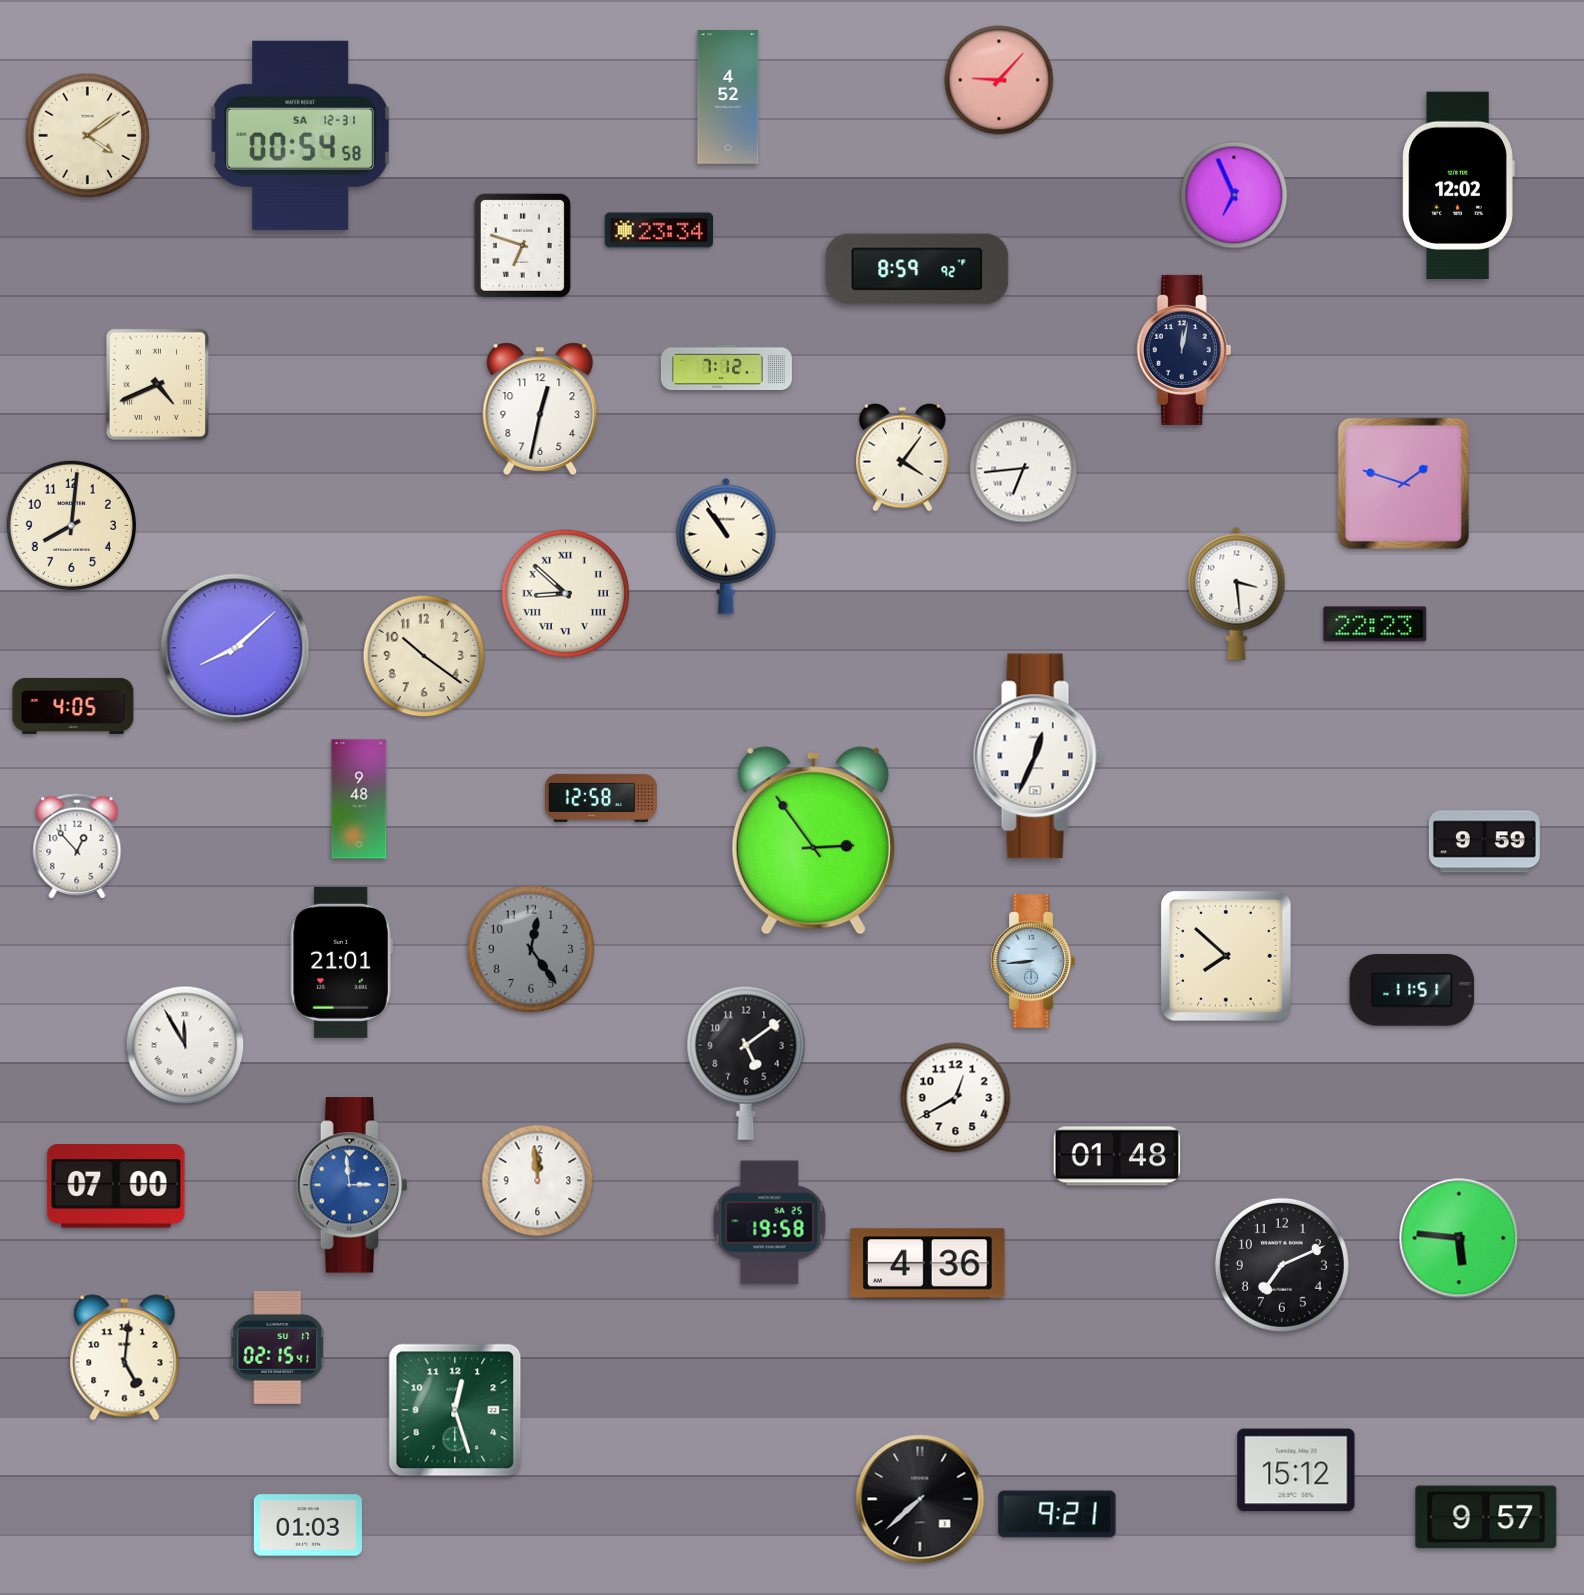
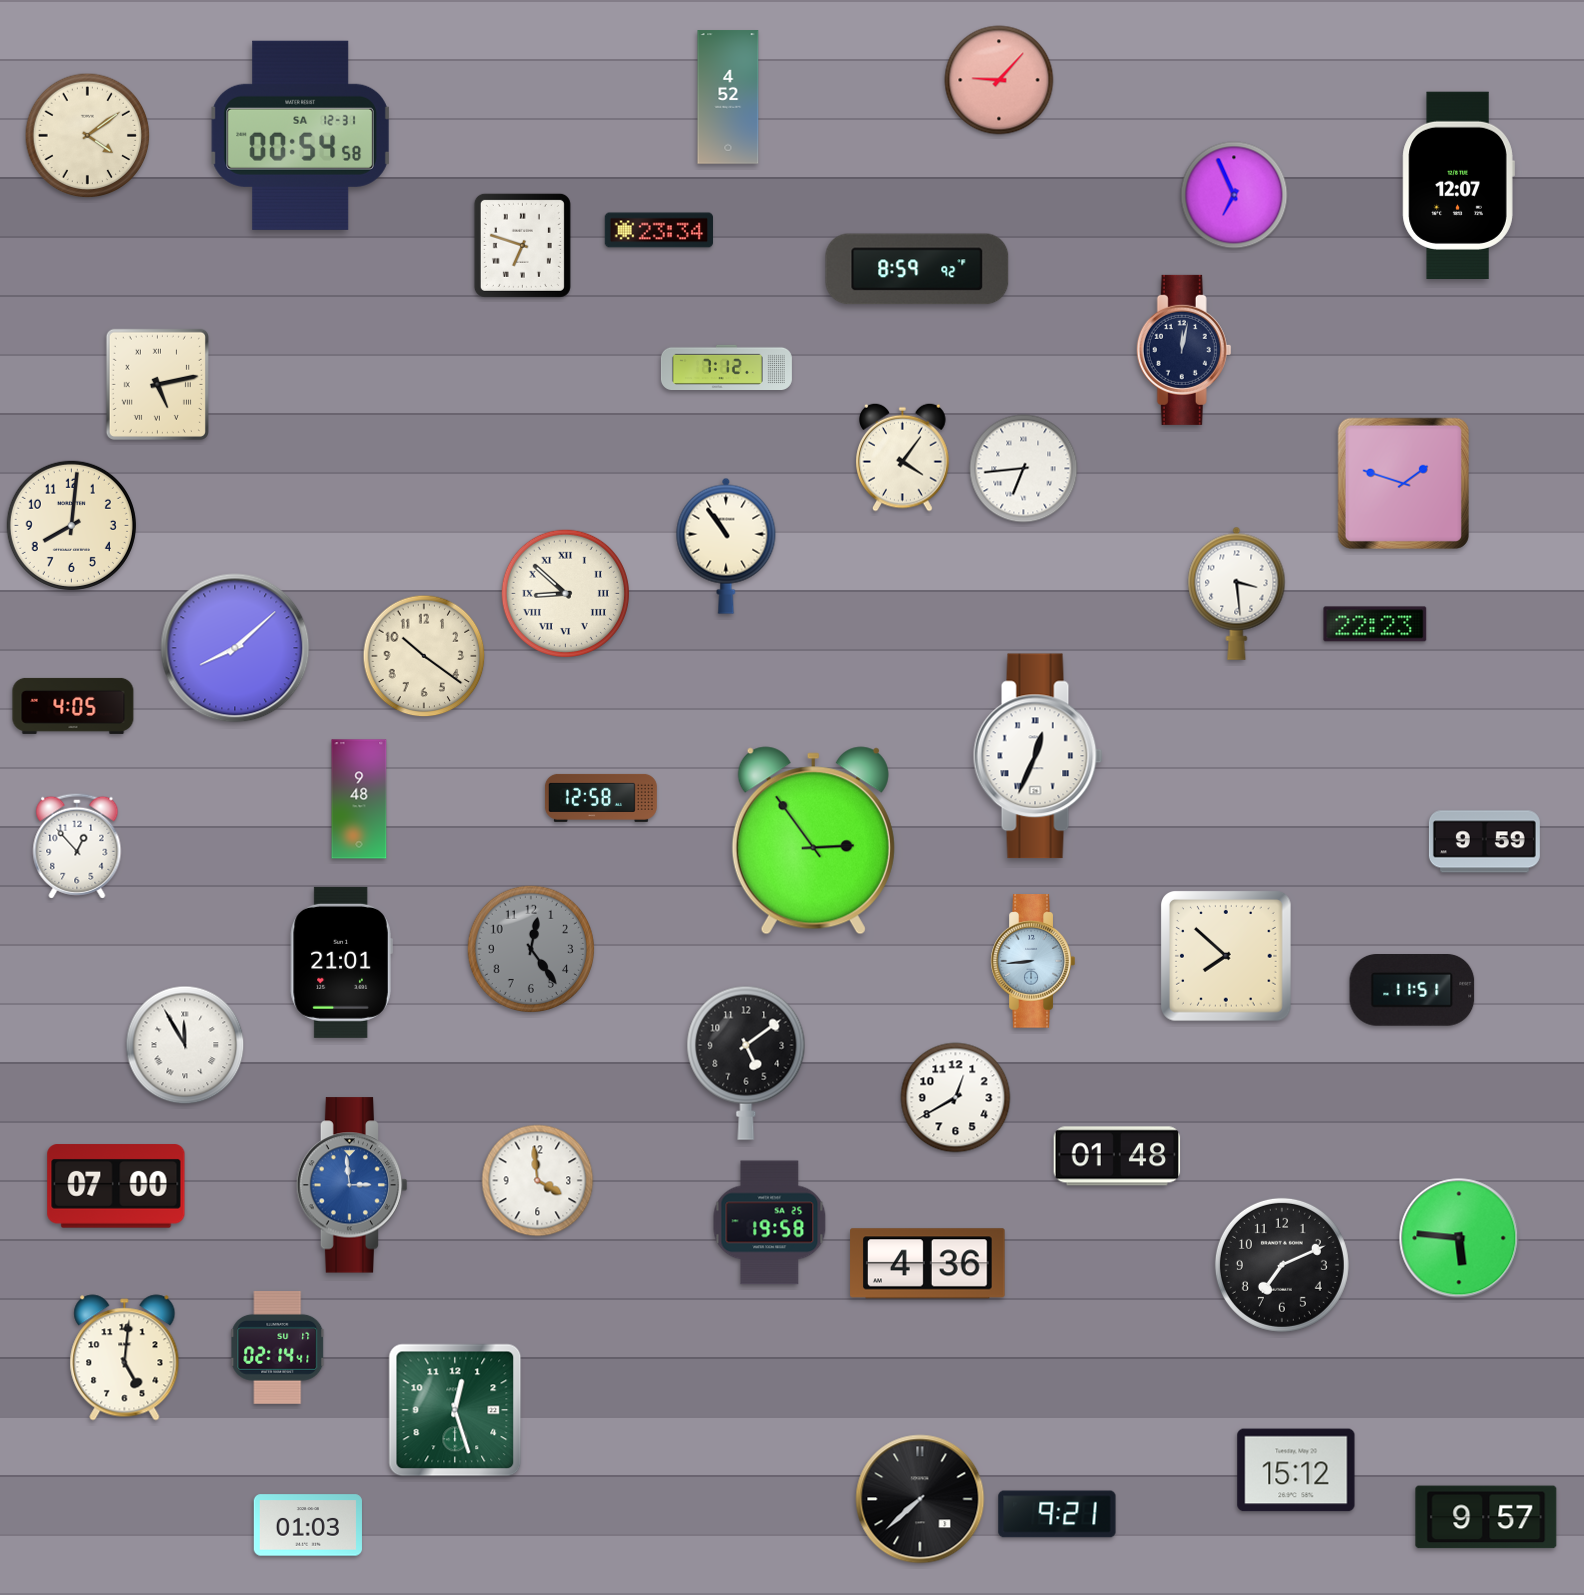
clock at (1458, 185): 12:02 -> 12:07
clock at (157, 384): 4:41 -> 5:13
clock at (540, 409): 12:32 -> none
clock at (538, 1181): 11:59 -> 3:59
clock at (278, 1348): 02:15 -> 02:14
